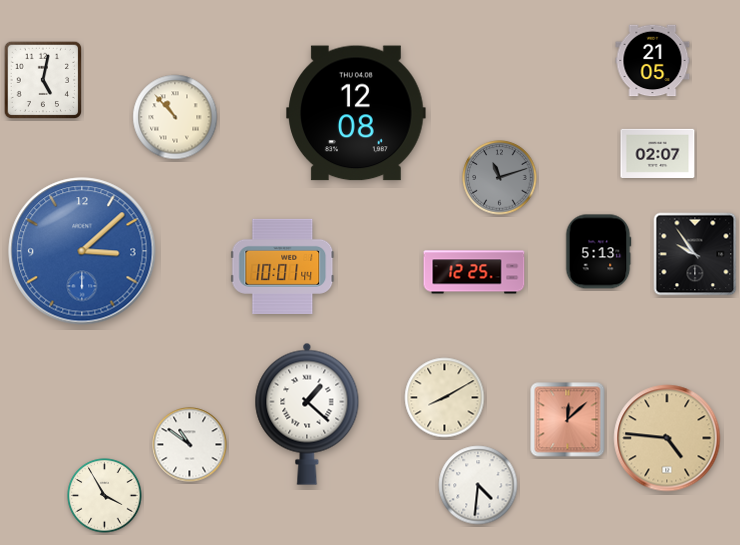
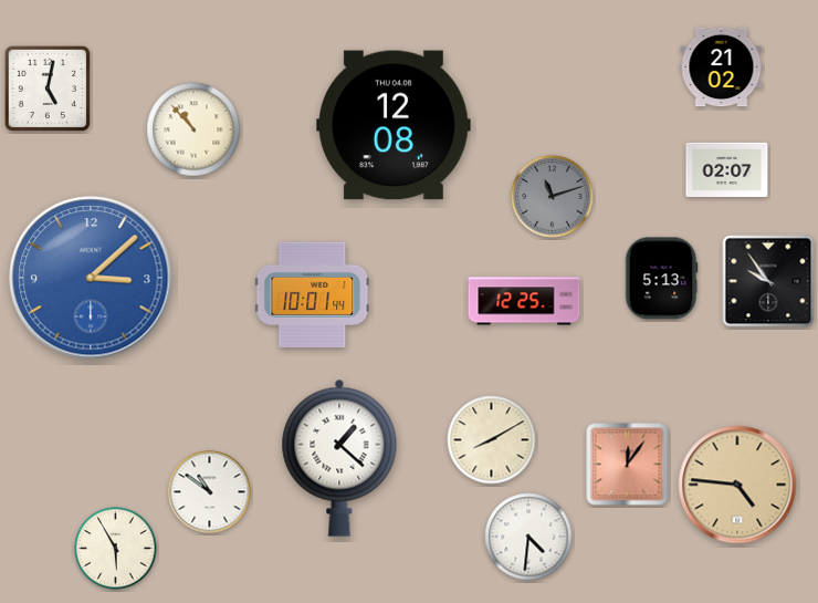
clock at (653, 61): 21:05 -> 21:02
clock at (568, 420): 12:08 -> 12:06
clock at (105, 496): 3:55 -> 5:55
